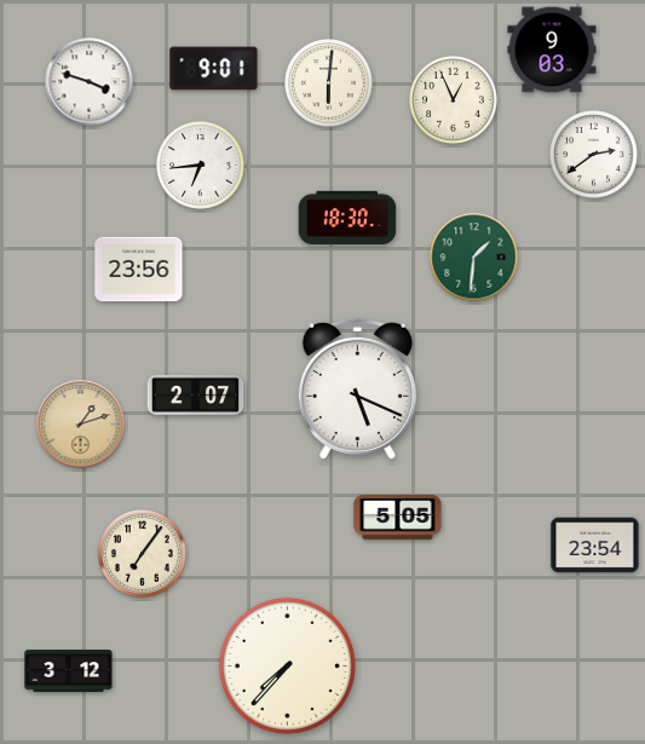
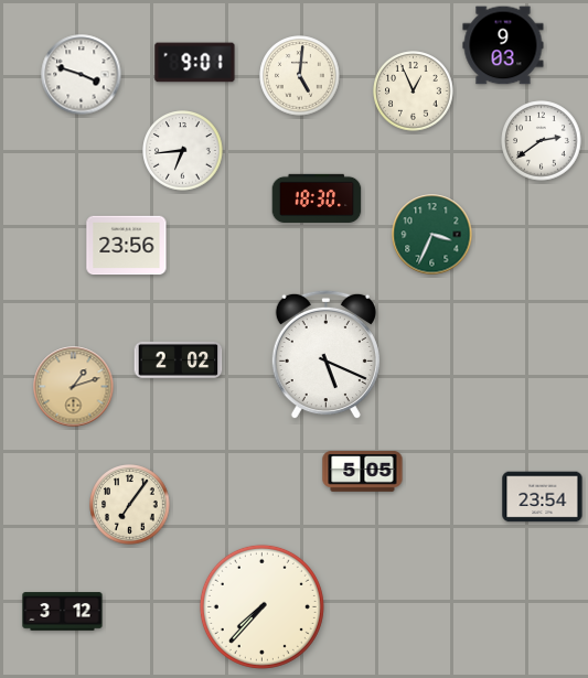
clock at (329, 83): 6:01 -> 5:01
clock at (474, 258): 1:31 -> 3:34
clock at (196, 394): 2:07 -> 2:02
